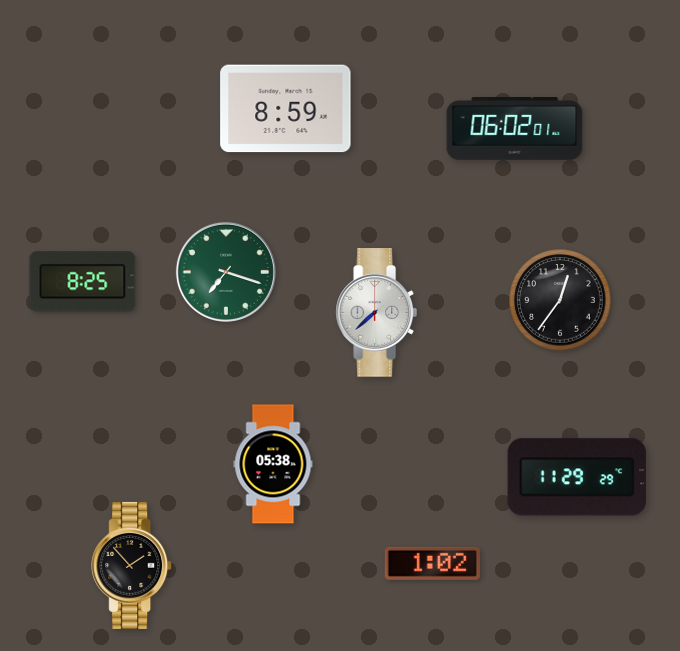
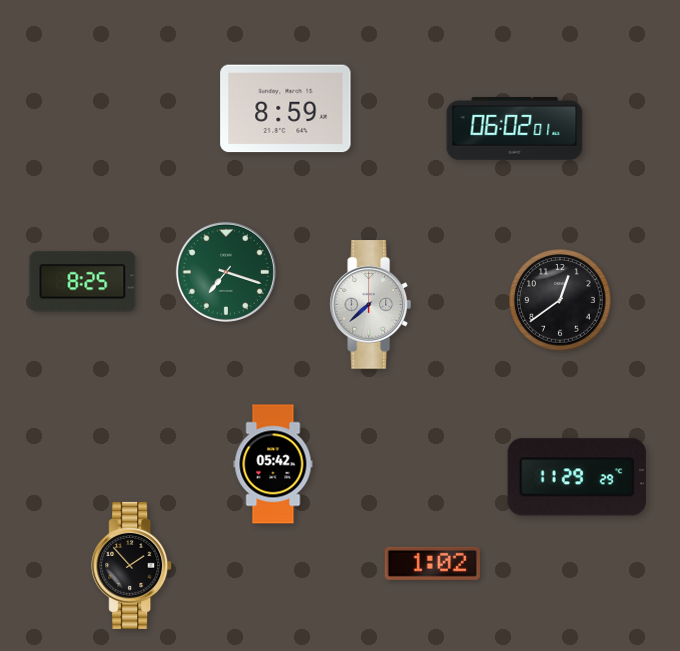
clock at (560, 300): 12:36 -> 12:39
clock at (376, 313) position: (376, 313) -> (370, 305)
clock at (273, 464): 05:38 -> 05:42
